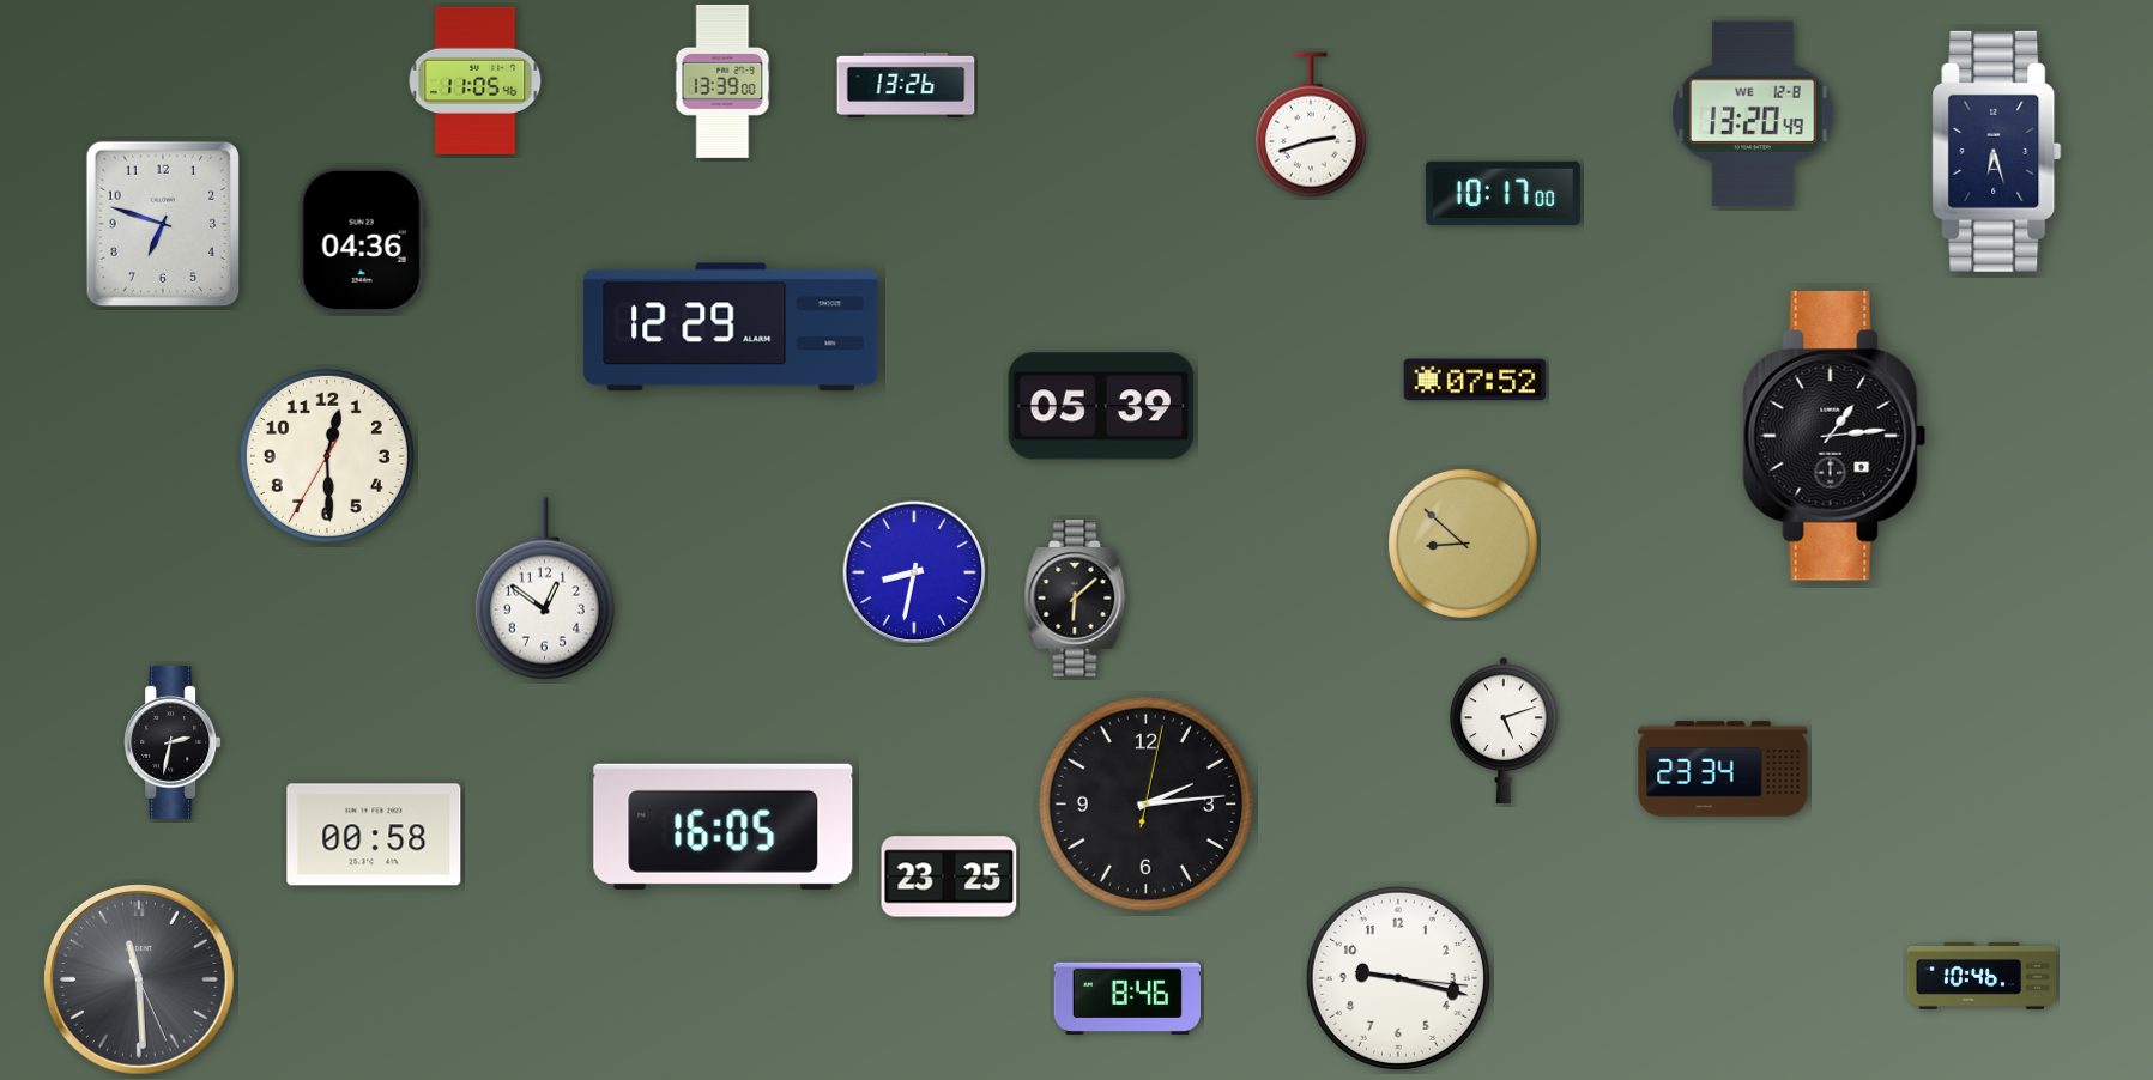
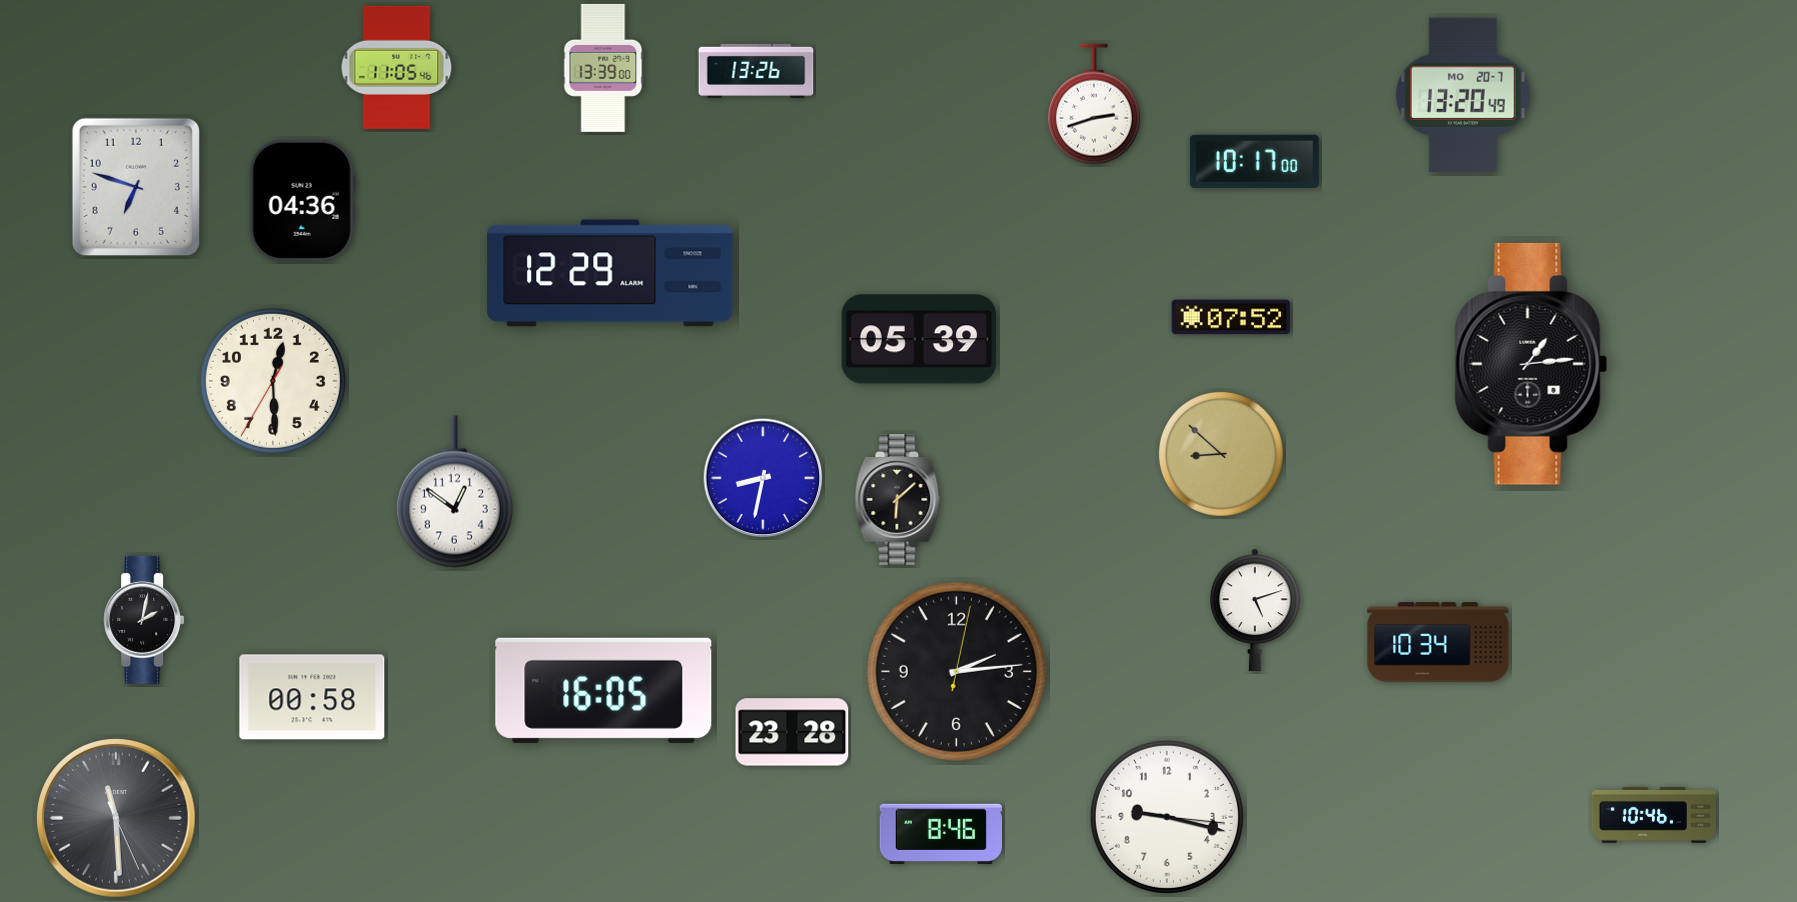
clock at (1754, 114) date: WE 12-8 -> MO 20-7
clock at (1997, 151): 6:27 -> none
clock at (173, 742): 2:32 -> 2:02
clock at (1723, 769): 23:34 -> 10:34
clock at (949, 876): 23:25 -> 23:28
